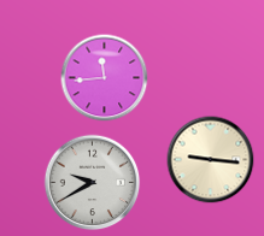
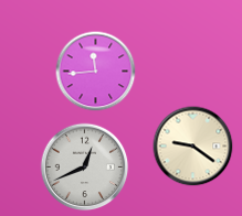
clock at (211, 160): 9:16 -> 9:21
clock at (93, 183): 9:40 -> 12:41
